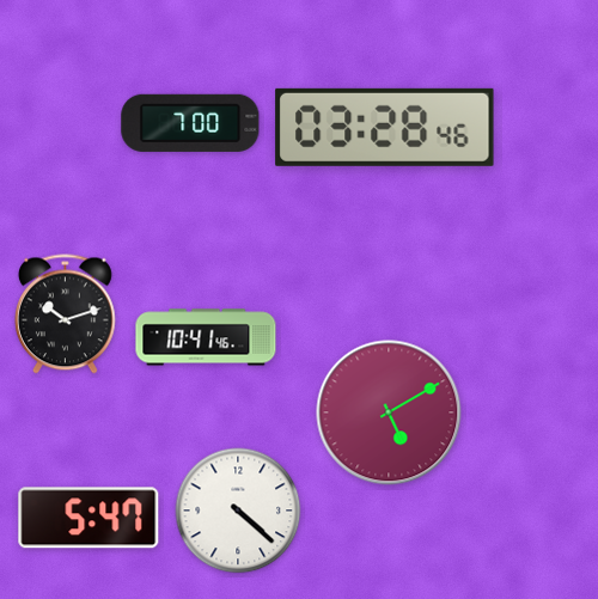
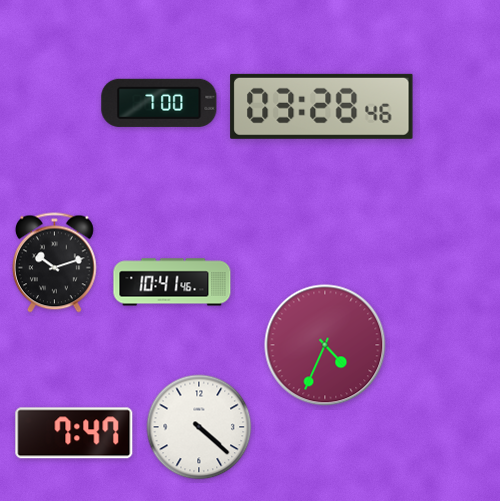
clock at (389, 412): 5:10 -> 4:34
clock at (89, 518): 5:47 -> 7:47
